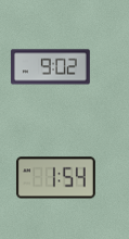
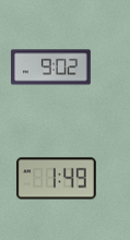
clock at (55, 178): 1:54 -> 1:49
